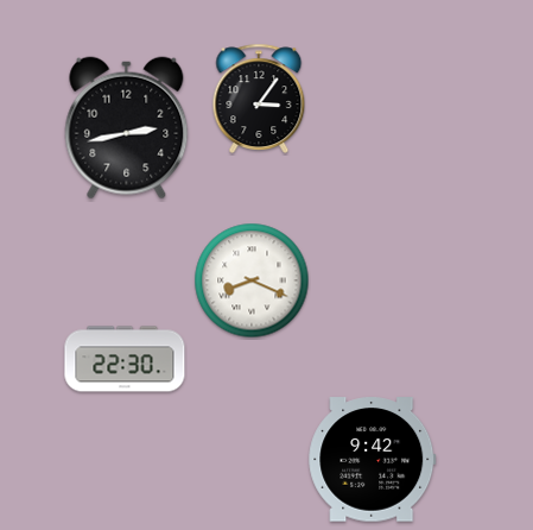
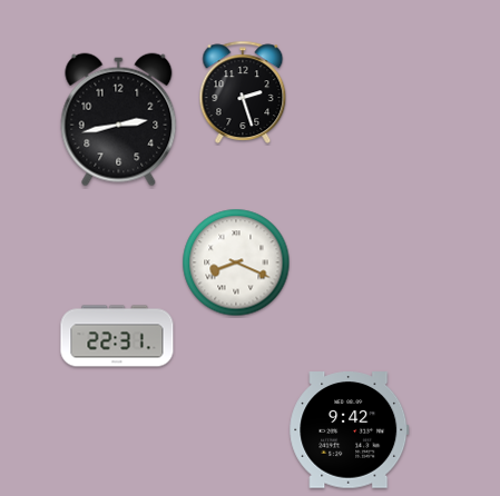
clock at (259, 99): 3:06 -> 2:27
clock at (125, 359): 22:30 -> 22:31
